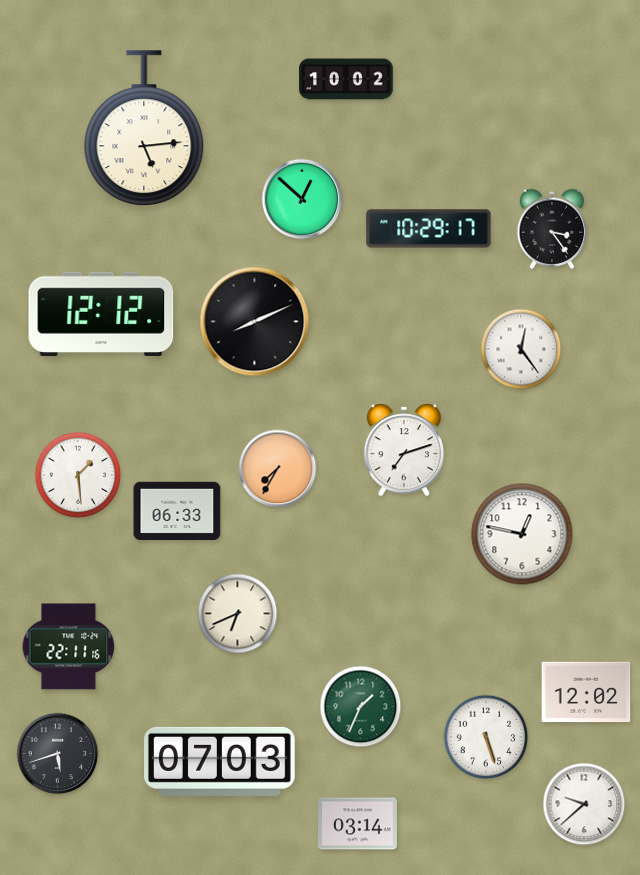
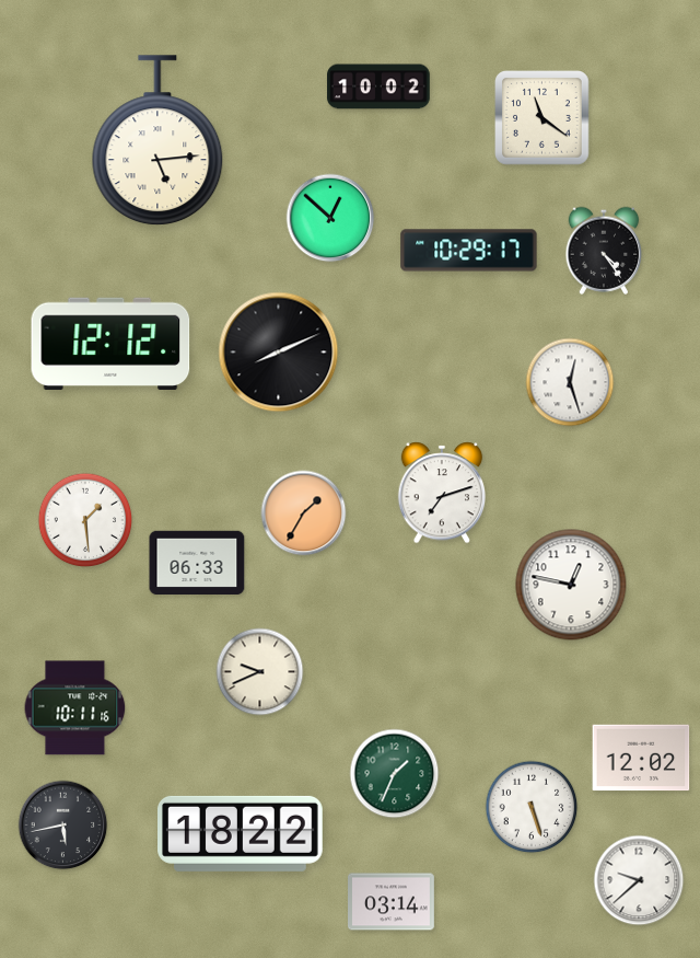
clock at (542, 118): none -> 11:21
clock at (552, 229): 3:24 -> 4:24
clock at (521, 349): 12:24 -> 12:27
clock at (278, 469): 7:35 -> 1:35
clock at (177, 511) position: (177, 511) -> (197, 563)
clock at (238, 614): 6:41 -> 9:41
clock at (69, 647): 22:11 -> 10:11
clock at (58, 754): 5:42 -> 5:43
clock at (220, 761): 07:03 -> 18:22
